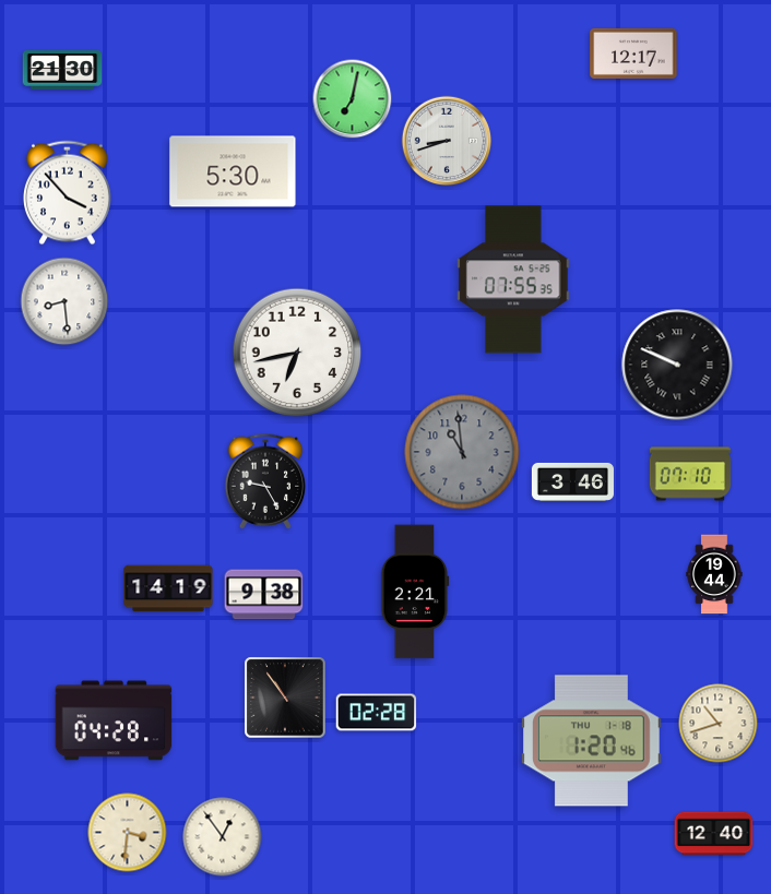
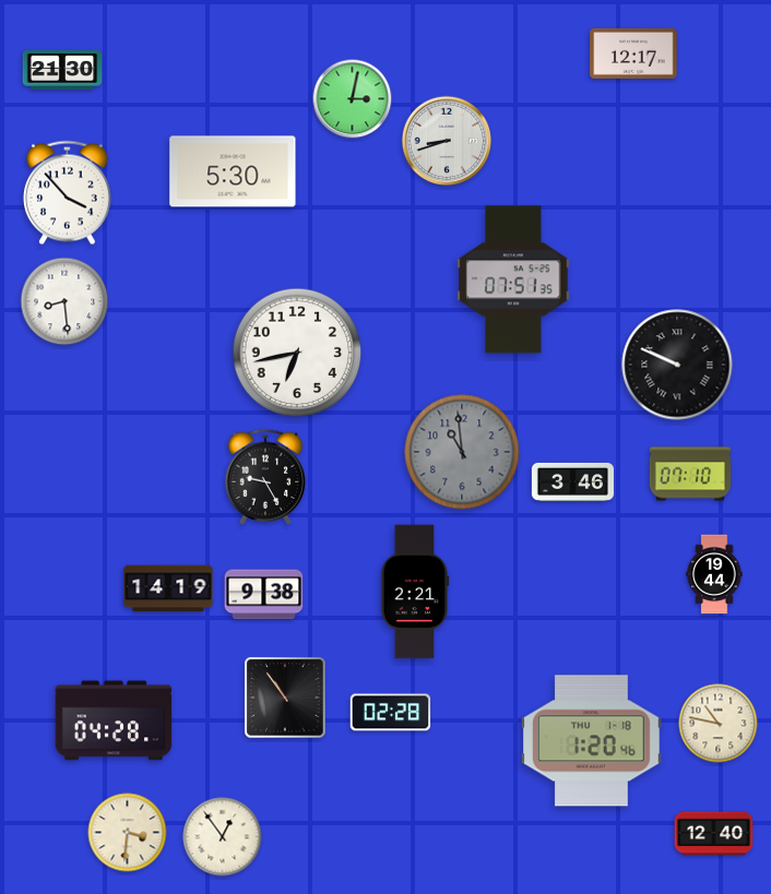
clock at (353, 99): 7:02 -> 3:02
clock at (513, 279): 07:55 -> 07:51
clock at (265, 481) position: (265, 481) -> (265, 477)
clock at (377, 713) position: (377, 713) -> (391, 713)
clock at (719, 724): 10:42 -> 10:47
